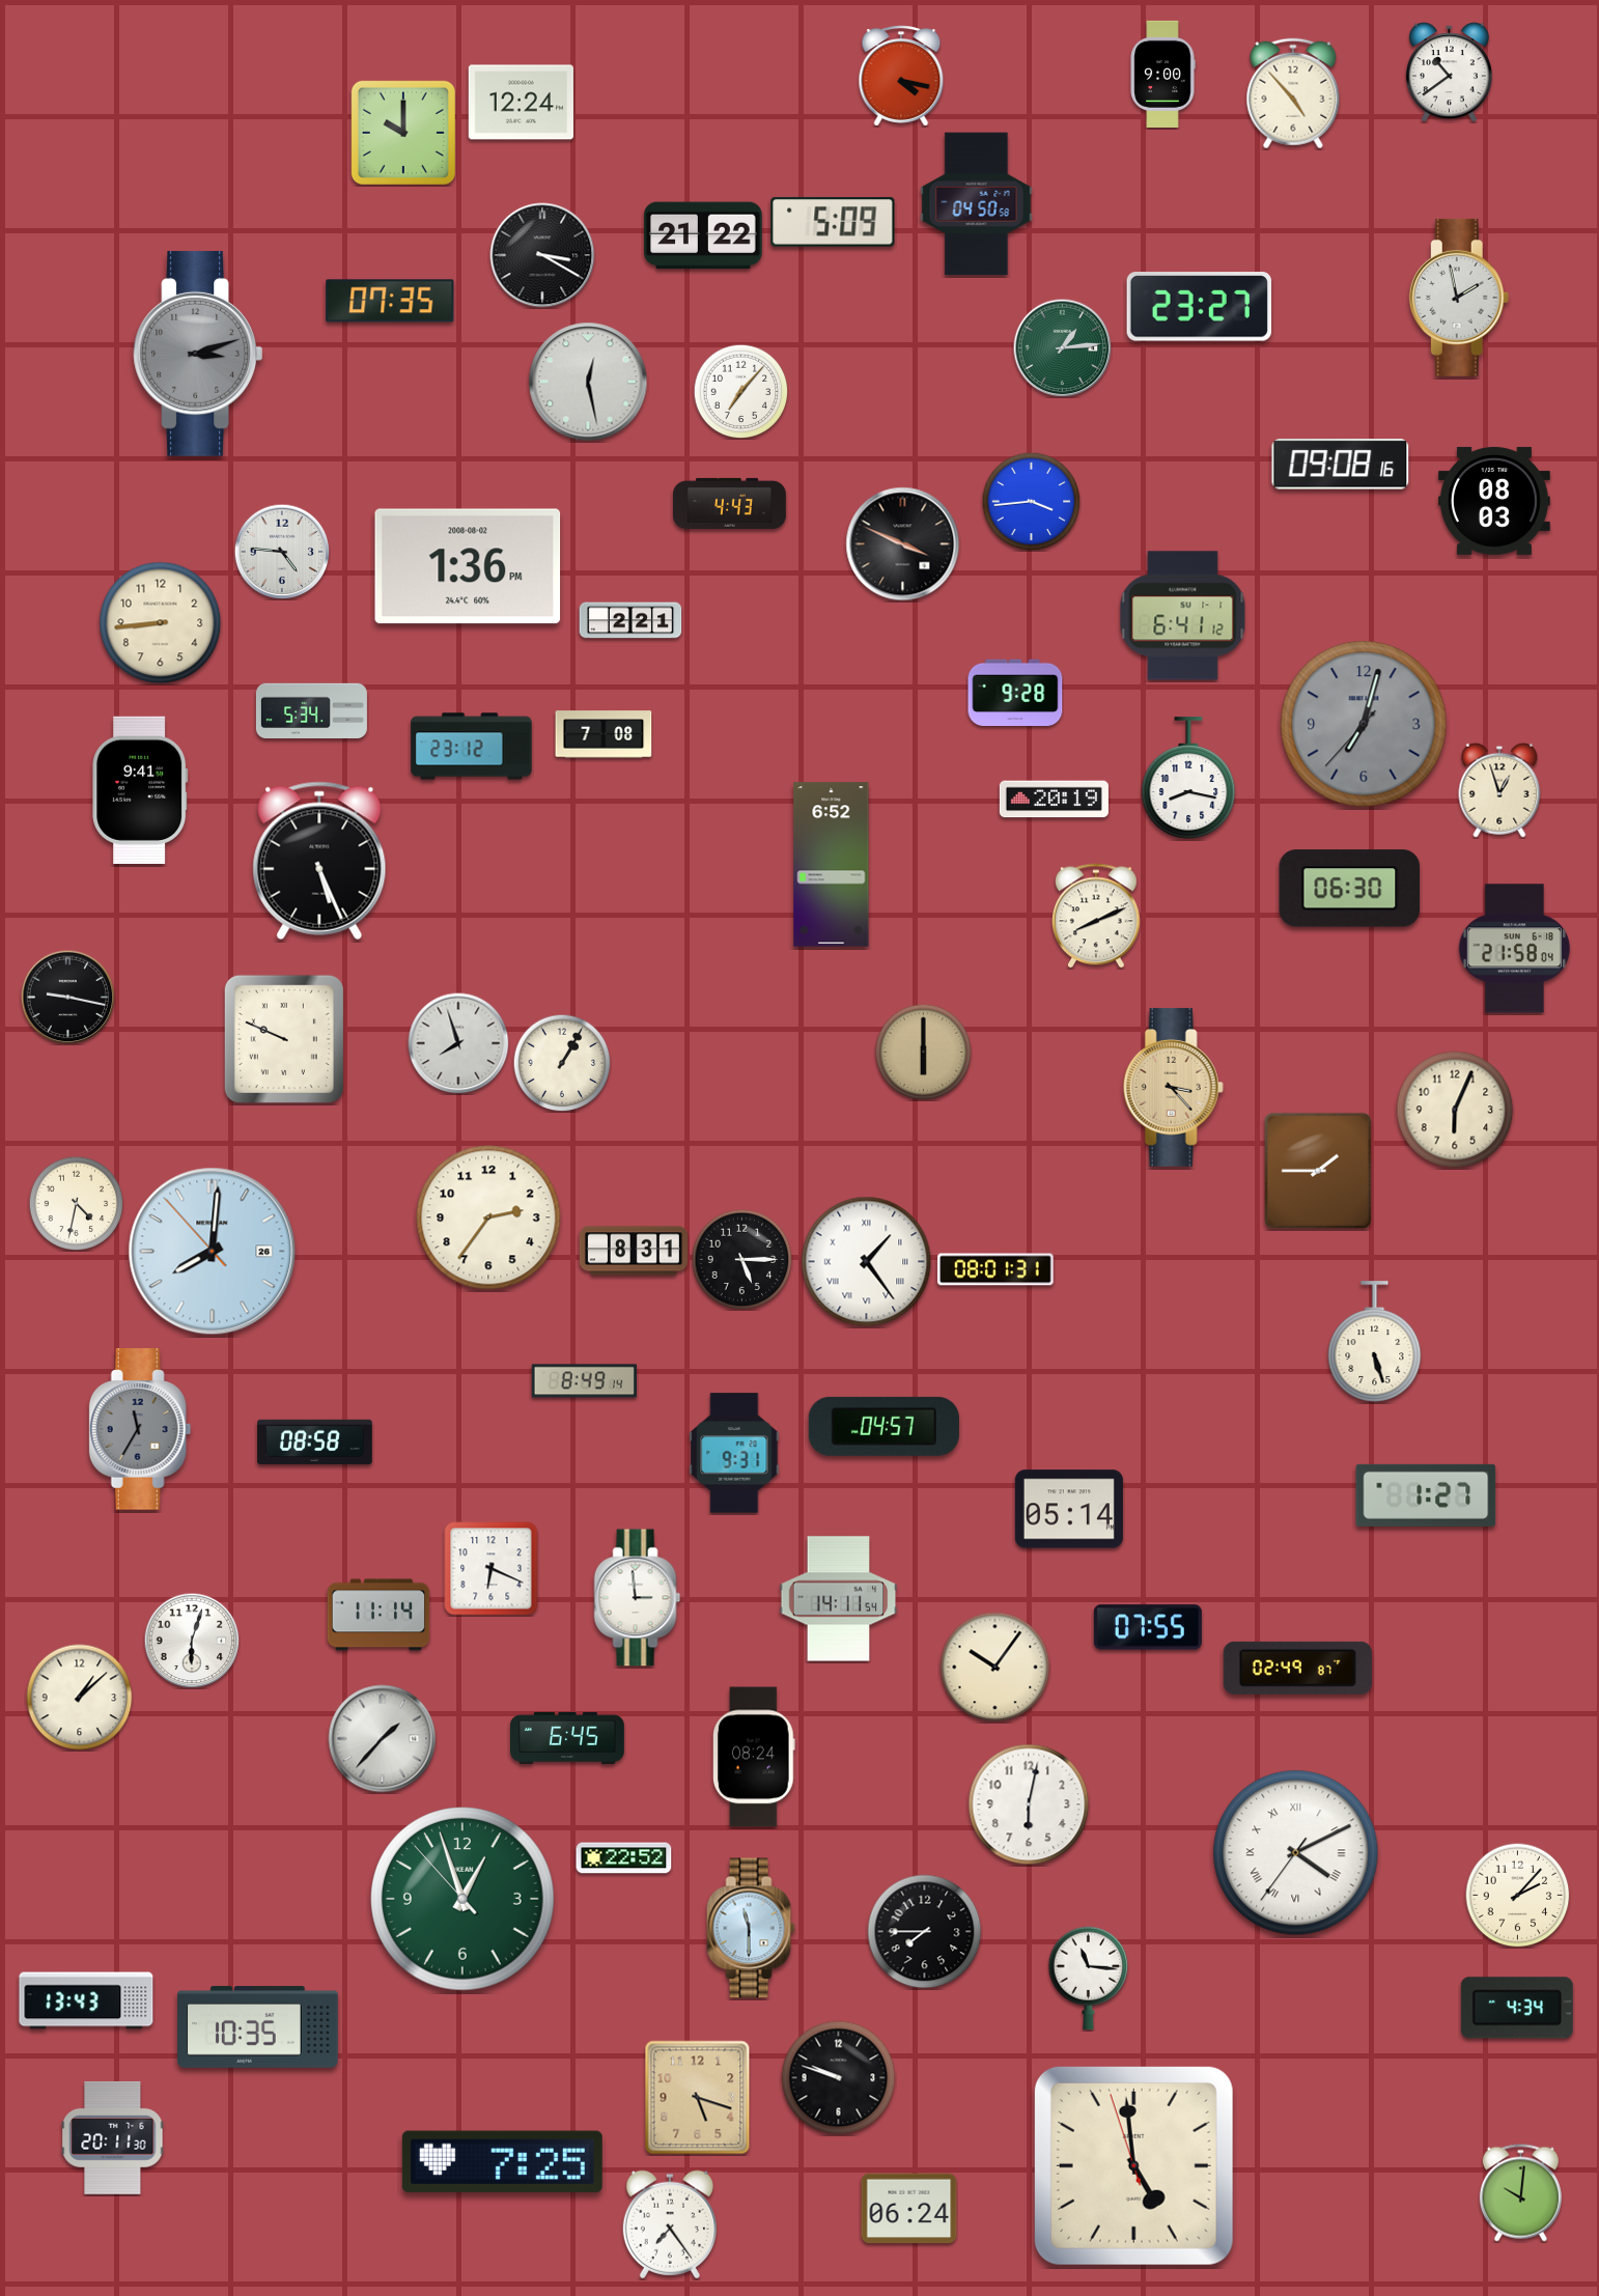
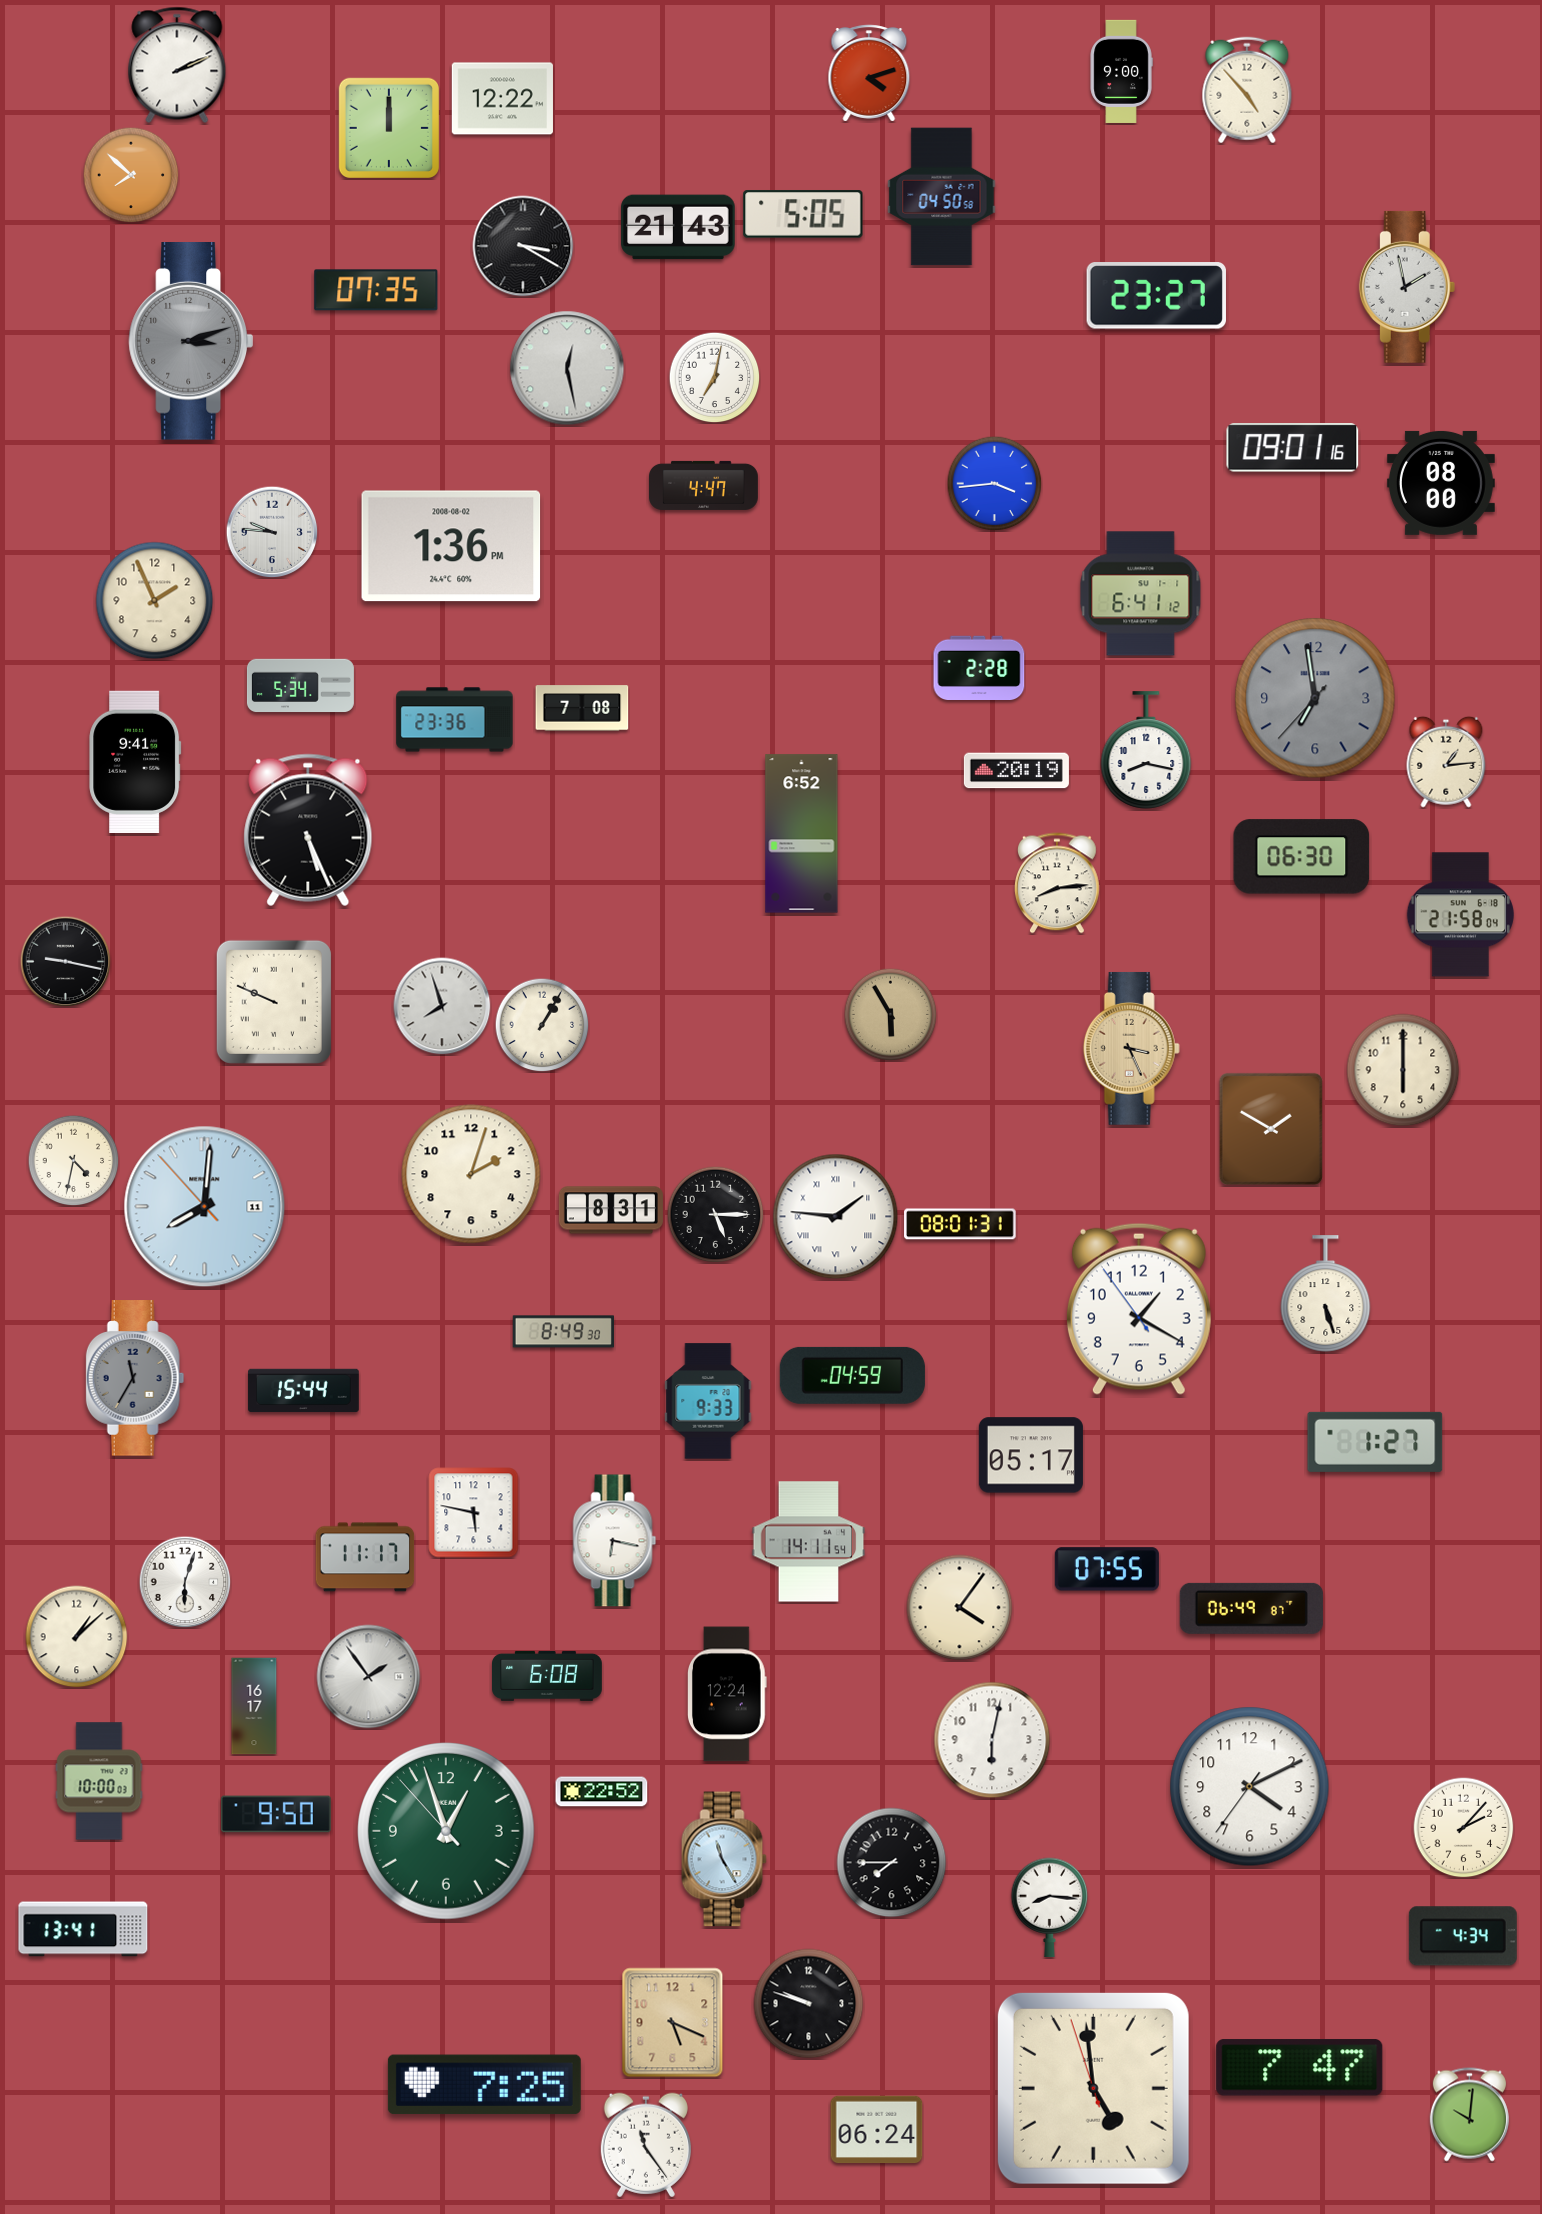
clock at (177, 65): none -> 2:11
clock at (1449, 73): 10:39 -> none
clock at (901, 76): 4:17 -> 4:12
clock at (521, 103): 12:24 -> 12:22
clock at (403, 133): 10:00 -> 12:00
clock at (131, 175): none -> 7:52
clock at (833, 222): 5:09 -> 5:05
clock at (703, 235): 21:22 -> 21:43
clock at (1062, 347): 1:14 -> none
clock at (740, 391): 7:07 -> 7:02
clock at (1341, 465): 09:08 -> 09:01
clock at (1494, 501): 08:03 -> 08:00
clock at (730, 503): 4:43 -> 4:47
clock at (903, 544): 3:49 -> none
clock at (282, 552): 4:46 -> 9:46
clock at (630, 620): 2:21 -> none
clock at (161, 623): 8:44 -> 1:56
clock at (1015, 693): 9:28 -> 2:28
clock at (1364, 724): 7:02 -> 6:58
clock at (472, 747): 23:12 -> 23:36
clock at (1499, 790): 12:57 -> 1:14
clock at (1097, 916): 8:11 -> 8:14
clock at (923, 1052): 6:00 -> 5:55
clock at (1173, 1087): 3:23 -> 3:26
clock at (1455, 1110): 6:04 -> 6:00
clock at (1318, 1171): 1:45 -> 1:50
clock at (488, 1217): 2:36 -> 2:03
clock at (634, 1251) position: (634, 1251) -> (611, 1210)
clock at (213, 1252) date: 26 -> 11
clock at (867, 1262): 1:24 -> 1:46
clock at (1139, 1309): none -> 1:19
clock at (584, 1381): 8:49:14 -> 8:49:30
clock at (883, 1426): 04:57 -> 04:59
clock at (315, 1443): 08:58 -> 15:44
clock at (734, 1453): 9:31 -> 9:33
clock at (1069, 1509): 05:14 -> 05:17
clock at (492, 1569): 6:19 -> 5:47
clock at (638, 1598): 2:59 -> 6:17
clock at (378, 1615): 11:14 -> 11:17
clock at (995, 1668): 10:06 -> 4:06
clock at (1297, 1668): 02:49 -> 06:49
clock at (568, 1738): 6:45 -> 6:08
clock at (383, 1739): 1:37 -> 1:54
clock at (754, 1757): 08:24 -> 12:24
clock at (254, 1706): none -> 16:17
clock at (99, 1781): none -> 10:00
clock at (1296, 1853) numerals: Roman -> Arabic
clock at (277, 1814): none -> 9:50
clock at (751, 1928): 11:30 -> 11:25
clock at (1089, 1979): 11:16 -> 8:16
clock at (86, 2000): 13:43 -> 13:41
clock at (258, 2027): 10:35 -> none
clock at (698, 2098): 5:18 -> 5:19
clock at (113, 2137): 20:11 -> none
clock at (1300, 2068): none -> 7:47
clock at (1520, 2193) position: (1520, 2193) -> (1469, 2115)
clock at (670, 2224): 7:24 -> 11:24
